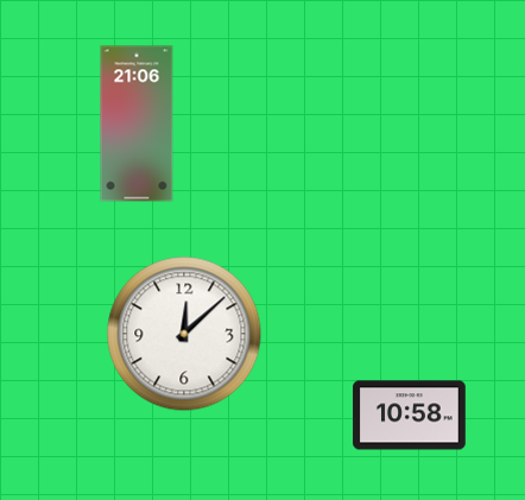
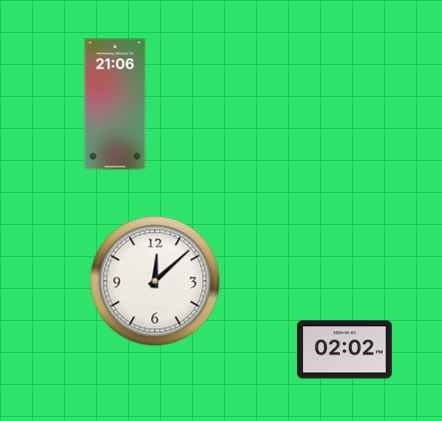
clock at (410, 416): 10:58 -> 02:02
